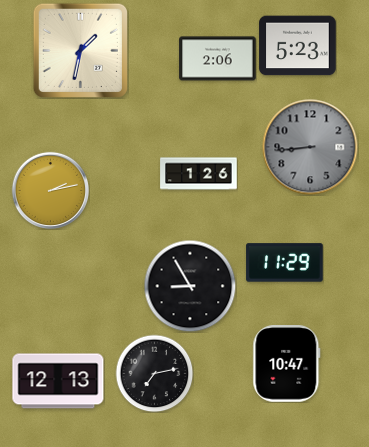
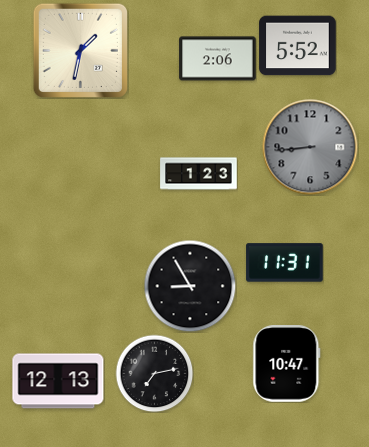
clock at (298, 46): 5:23 -> 5:52
clock at (199, 174): 1:26 -> 1:23
clock at (50, 190): 2:13 -> none
clock at (285, 263): 11:29 -> 11:31
